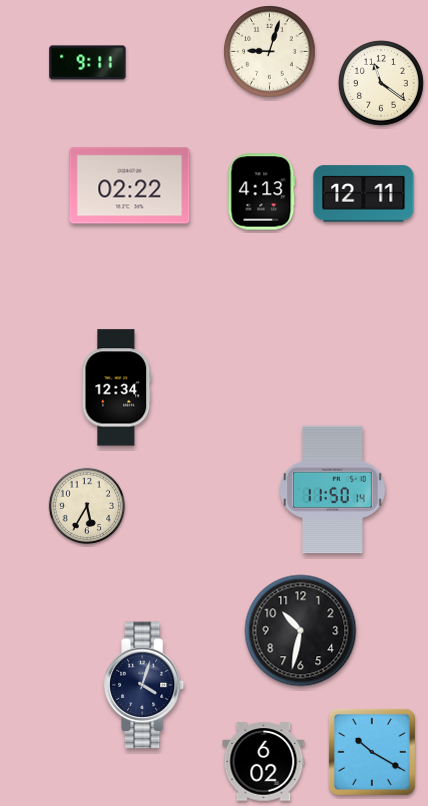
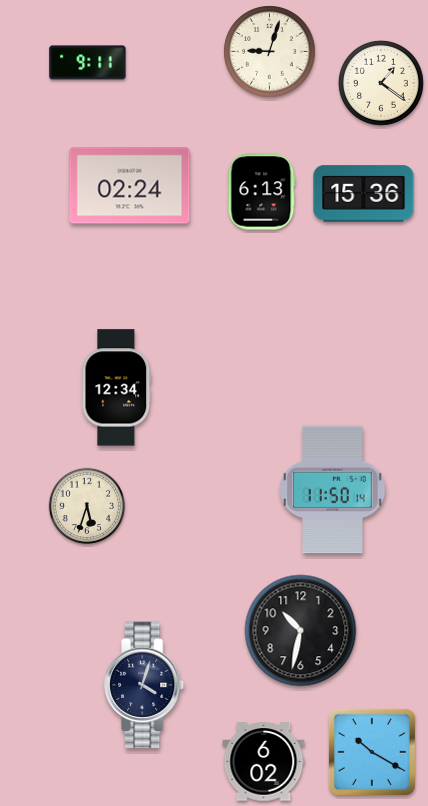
clock at (381, 83): 11:21 -> 1:21
clock at (130, 186): 02:22 -> 02:24
clock at (262, 192): 4:13 -> 6:13
clock at (364, 194): 12:11 -> 15:36
clock at (87, 506): 5:35 -> 5:33
